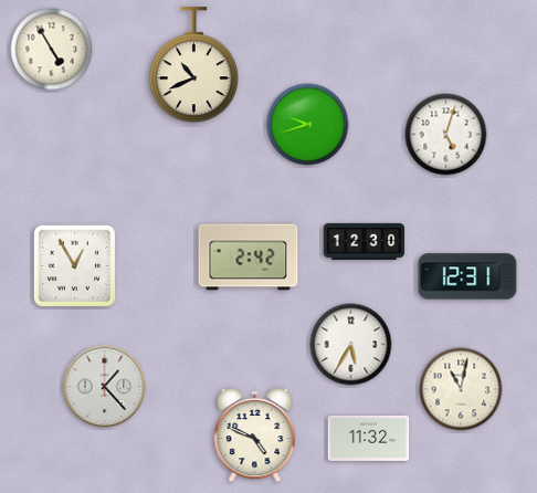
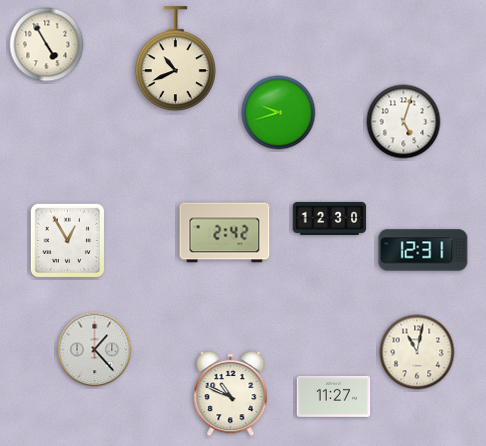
clock at (351, 345): 5:35 -> none
clock at (255, 436): 4:49 -> 10:49
clock at (369, 438): 11:32 -> 11:27
